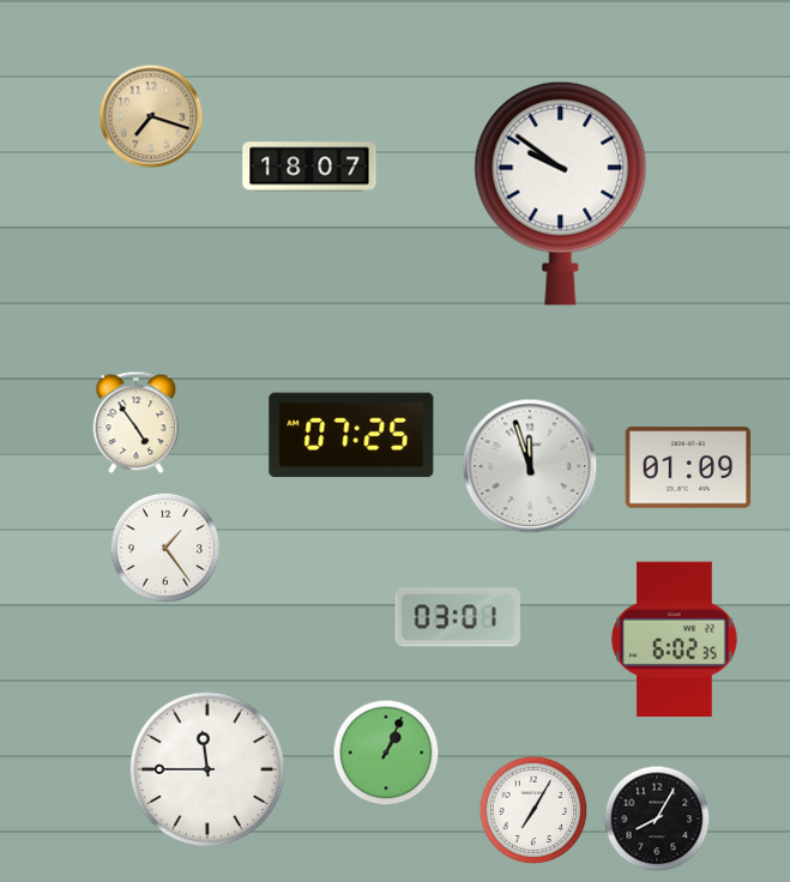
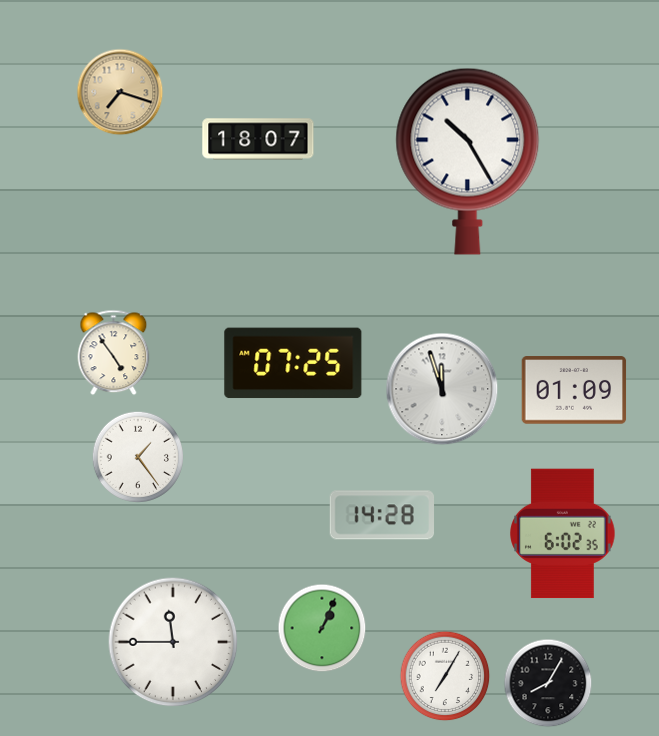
clock at (151, 116) position: (151, 116) -> (120, 92)
clock at (561, 193): 9:51 -> 10:25
clock at (458, 617): 03:01 -> 14:28
